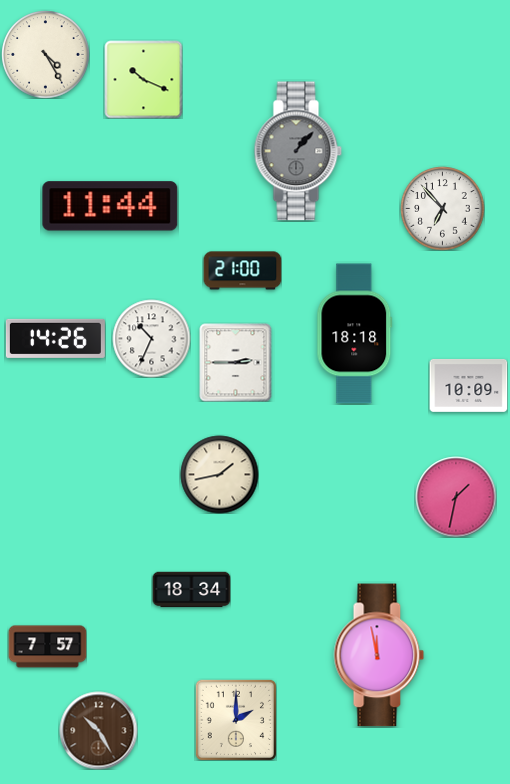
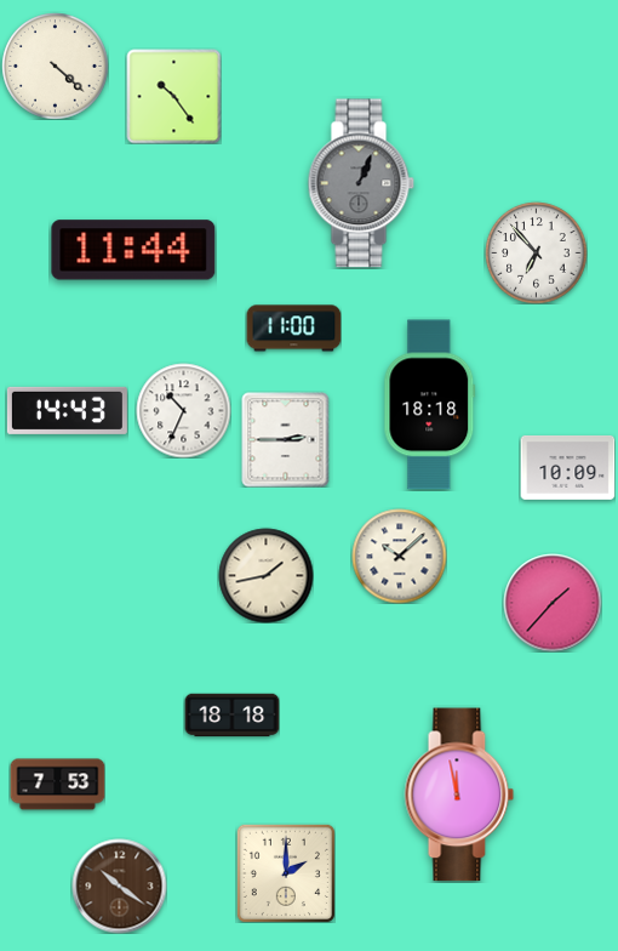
clock at (45, 54): 4:25 -> 4:22
clock at (143, 79): 10:19 -> 10:24
clock at (298, 151): 1:07 -> 1:04
clock at (242, 271): 21:00 -> 11:00
clock at (55, 338): 14:26 -> 14:43
clock at (399, 556): none -> 10:08
clock at (456, 497): 1:32 -> 1:37
clock at (191, 590): 18:34 -> 18:18
clock at (47, 647): 7:57 -> 7:53
clock at (98, 730): 10:25 -> 10:21
